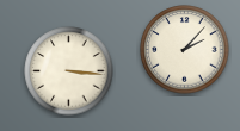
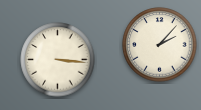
clock at (185, 50) position: (185, 50) -> (160, 45)
